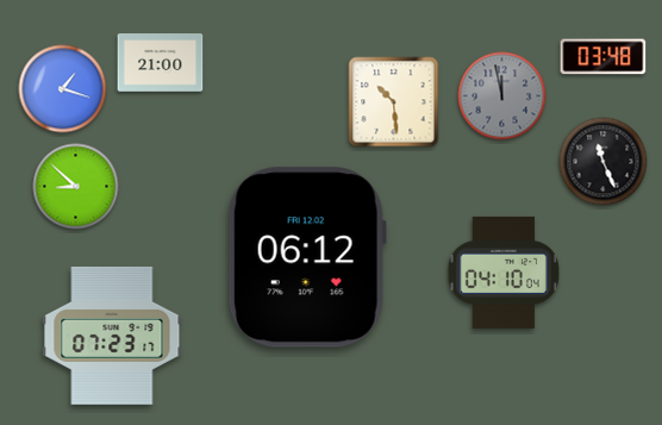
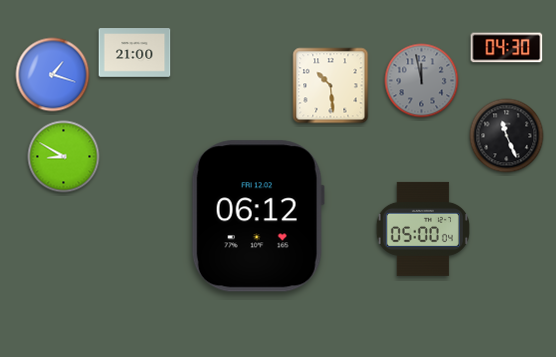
clock at (604, 57): 03:48 -> 04:30
clock at (76, 187): 8:52 -> 8:50
clock at (504, 273): 04:10 -> 05:00
clock at (112, 336): 07:23 -> none
